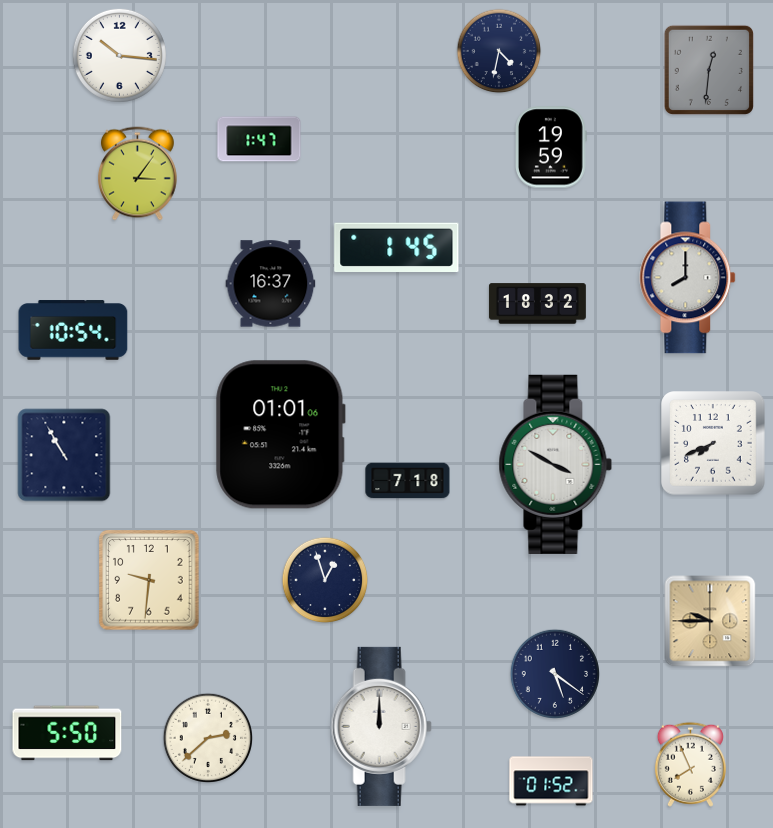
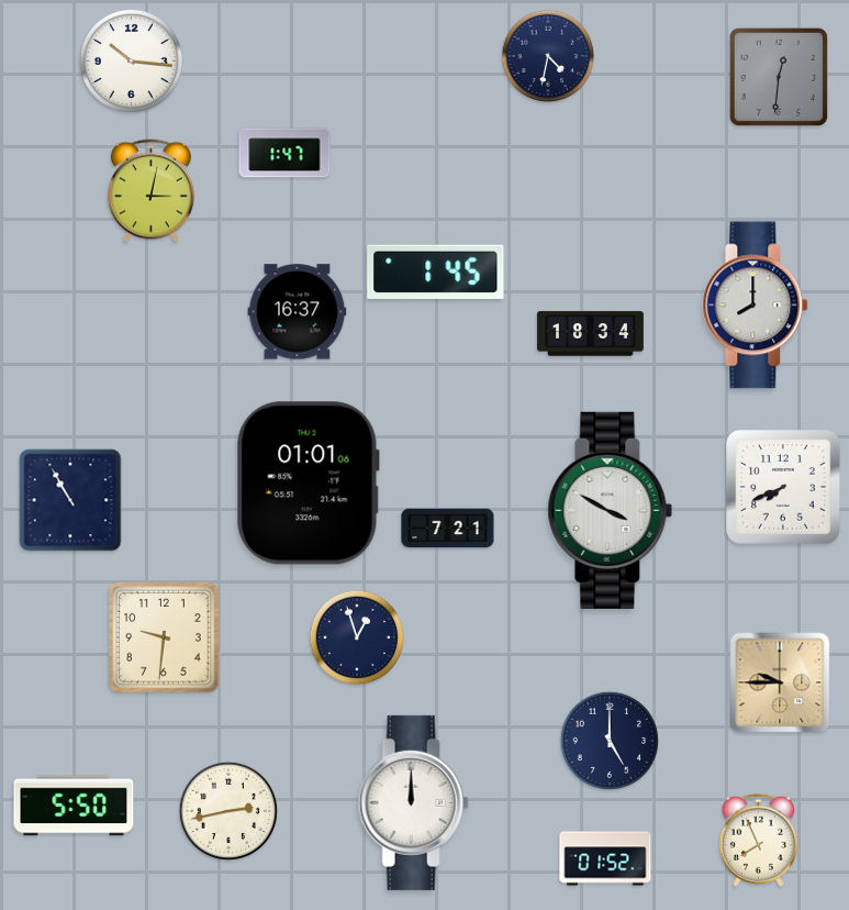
clock at (552, 147): 19:59 -> none
clock at (137, 174): 3:06 -> 3:02
clock at (537, 304): 18:32 -> 18:34
clock at (73, 330): 10:54 -> none
clock at (280, 435) position: (280, 435) -> (308, 484)
clock at (408, 481): 7:18 -> 7:21
clock at (554, 673): 5:21 -> 5:00
clock at (381, 726) position: (381, 726) -> (413, 802)
clock at (207, 737): 2:38 -> 2:43
